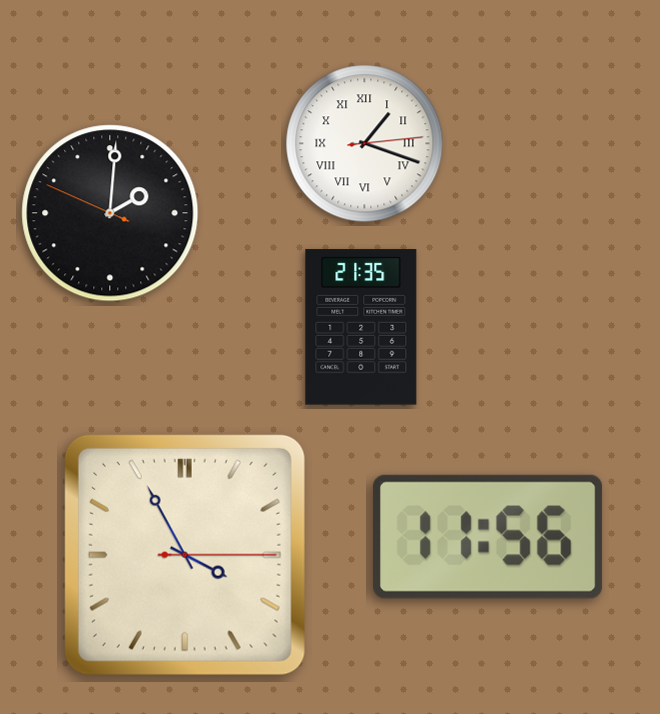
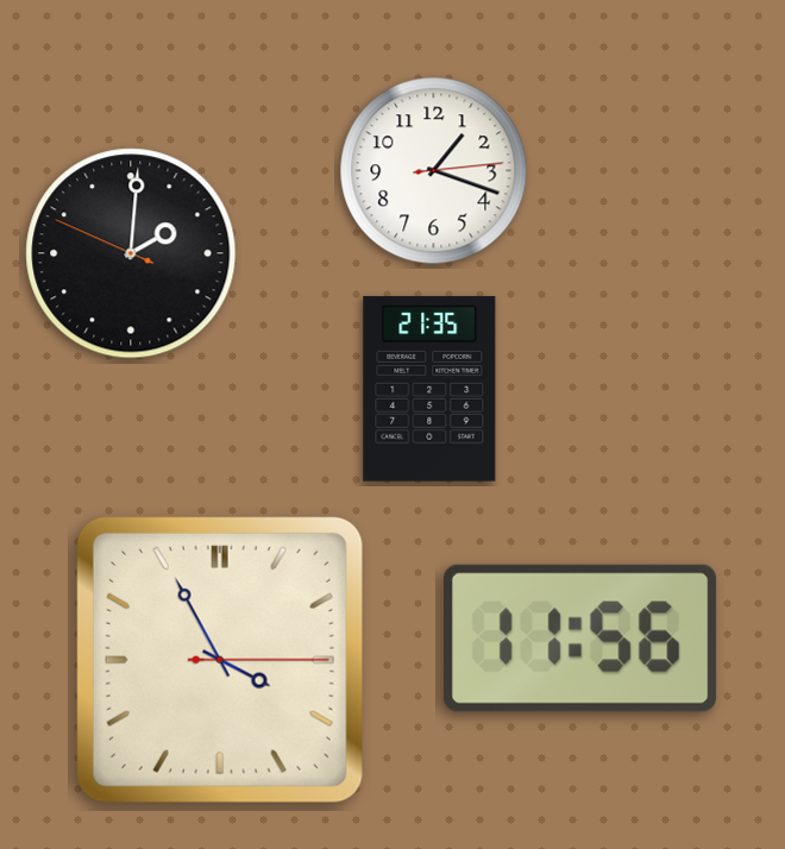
clock at (365, 144) numerals: Roman -> Arabic
